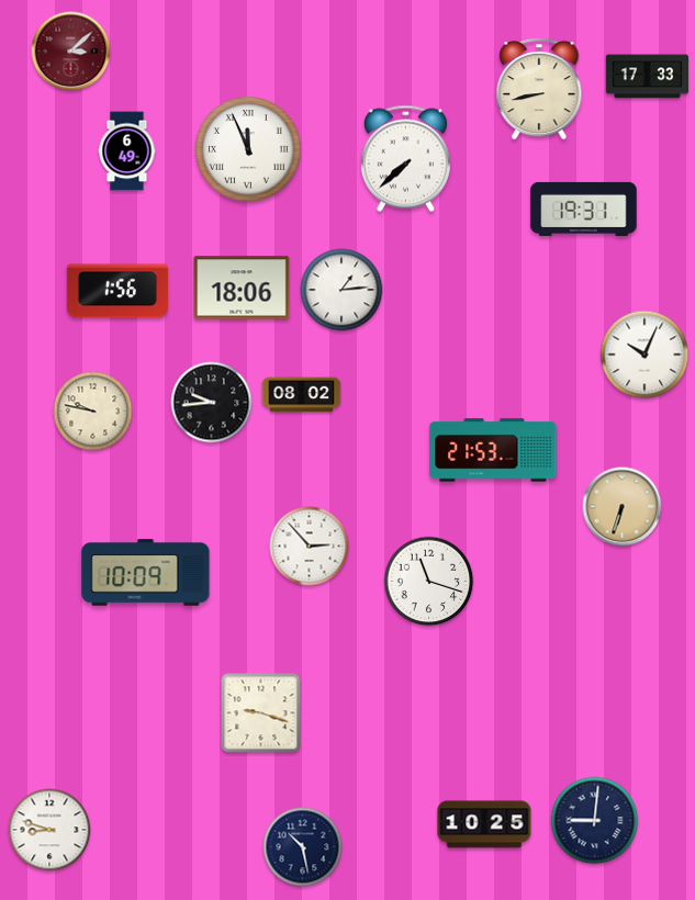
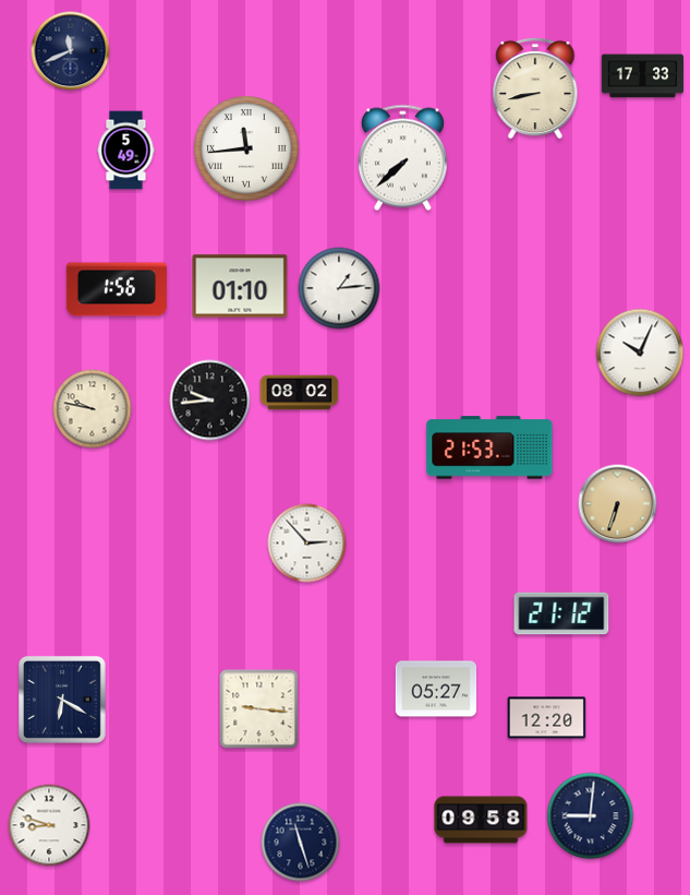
clock at (71, 52): 3:08 -> 11:41
clock at (71, 52) dial: burgundy -> navy
clock at (248, 149): 11:56 -> 11:44
clock at (127, 151): 6:49 -> 5:49
clock at (584, 209): 19:31 -> none
clock at (242, 288): 18:06 -> 01:10
clock at (146, 573): 10:09 -> none
clock at (429, 582): 11:18 -> none
clock at (561, 613): none -> 21:12
clock at (436, 689): none -> 05:27
clock at (62, 700): none -> 6:20
clock at (261, 713): 9:18 -> 9:16
clock at (547, 718): none -> 12:20
clock at (484, 824): 10:25 -> 09:58
clock at (303, 847): 10:28 -> 11:27
